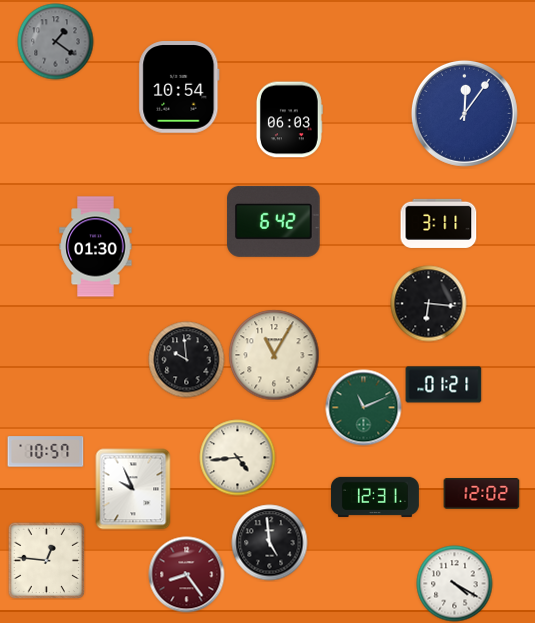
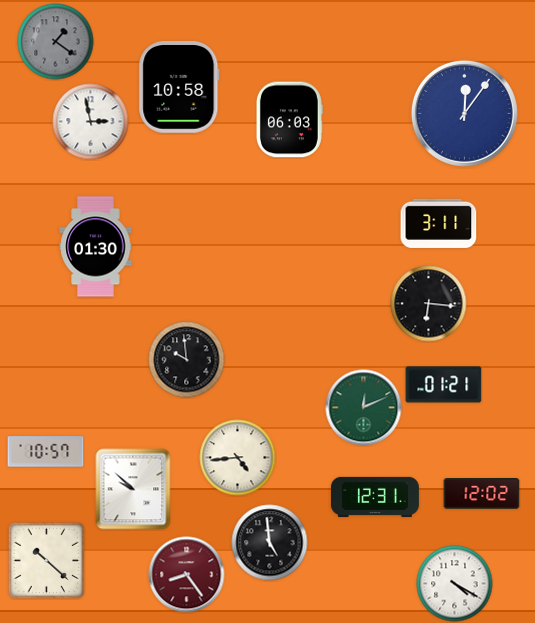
clock at (179, 87): 10:54 -> 10:58
clock at (91, 122): none -> 2:58
clock at (274, 221): 6:42 -> none
clock at (274, 355): 11:05 -> none
clock at (364, 408): 11:11 -> 12:11
clock at (133, 489): 9:56 -> 9:52
clock at (46, 560): 12:46 -> 10:22
